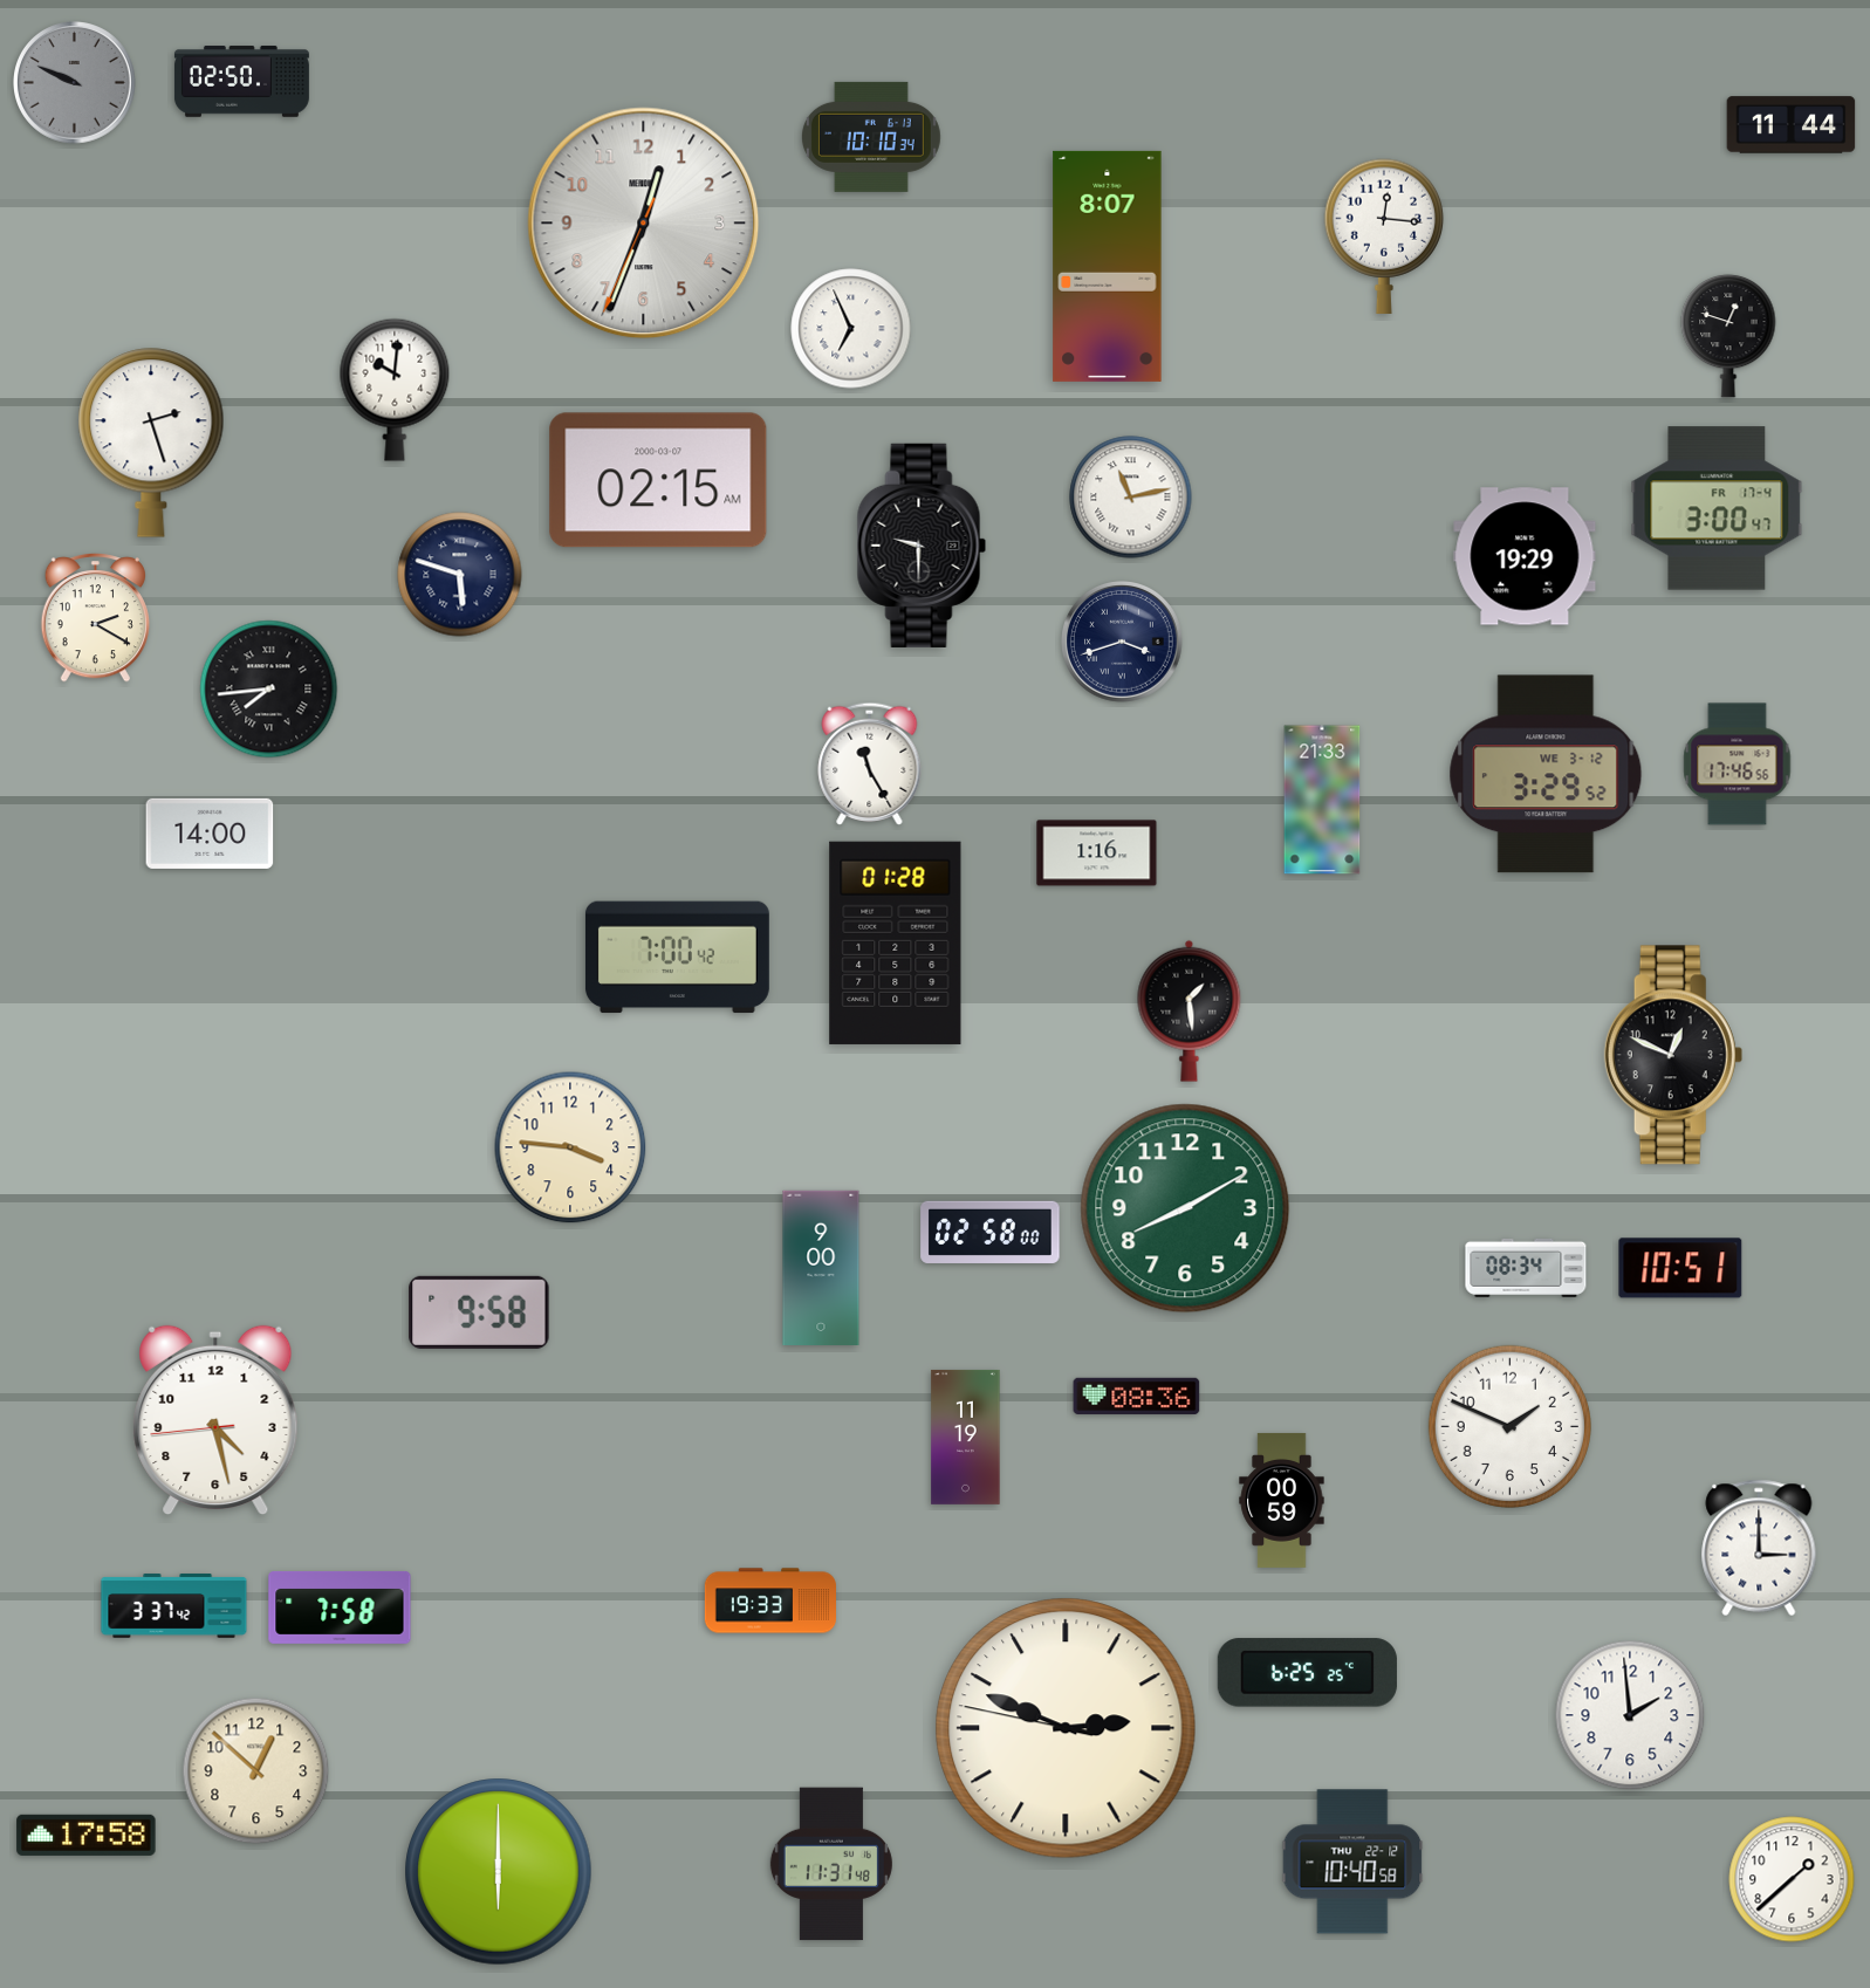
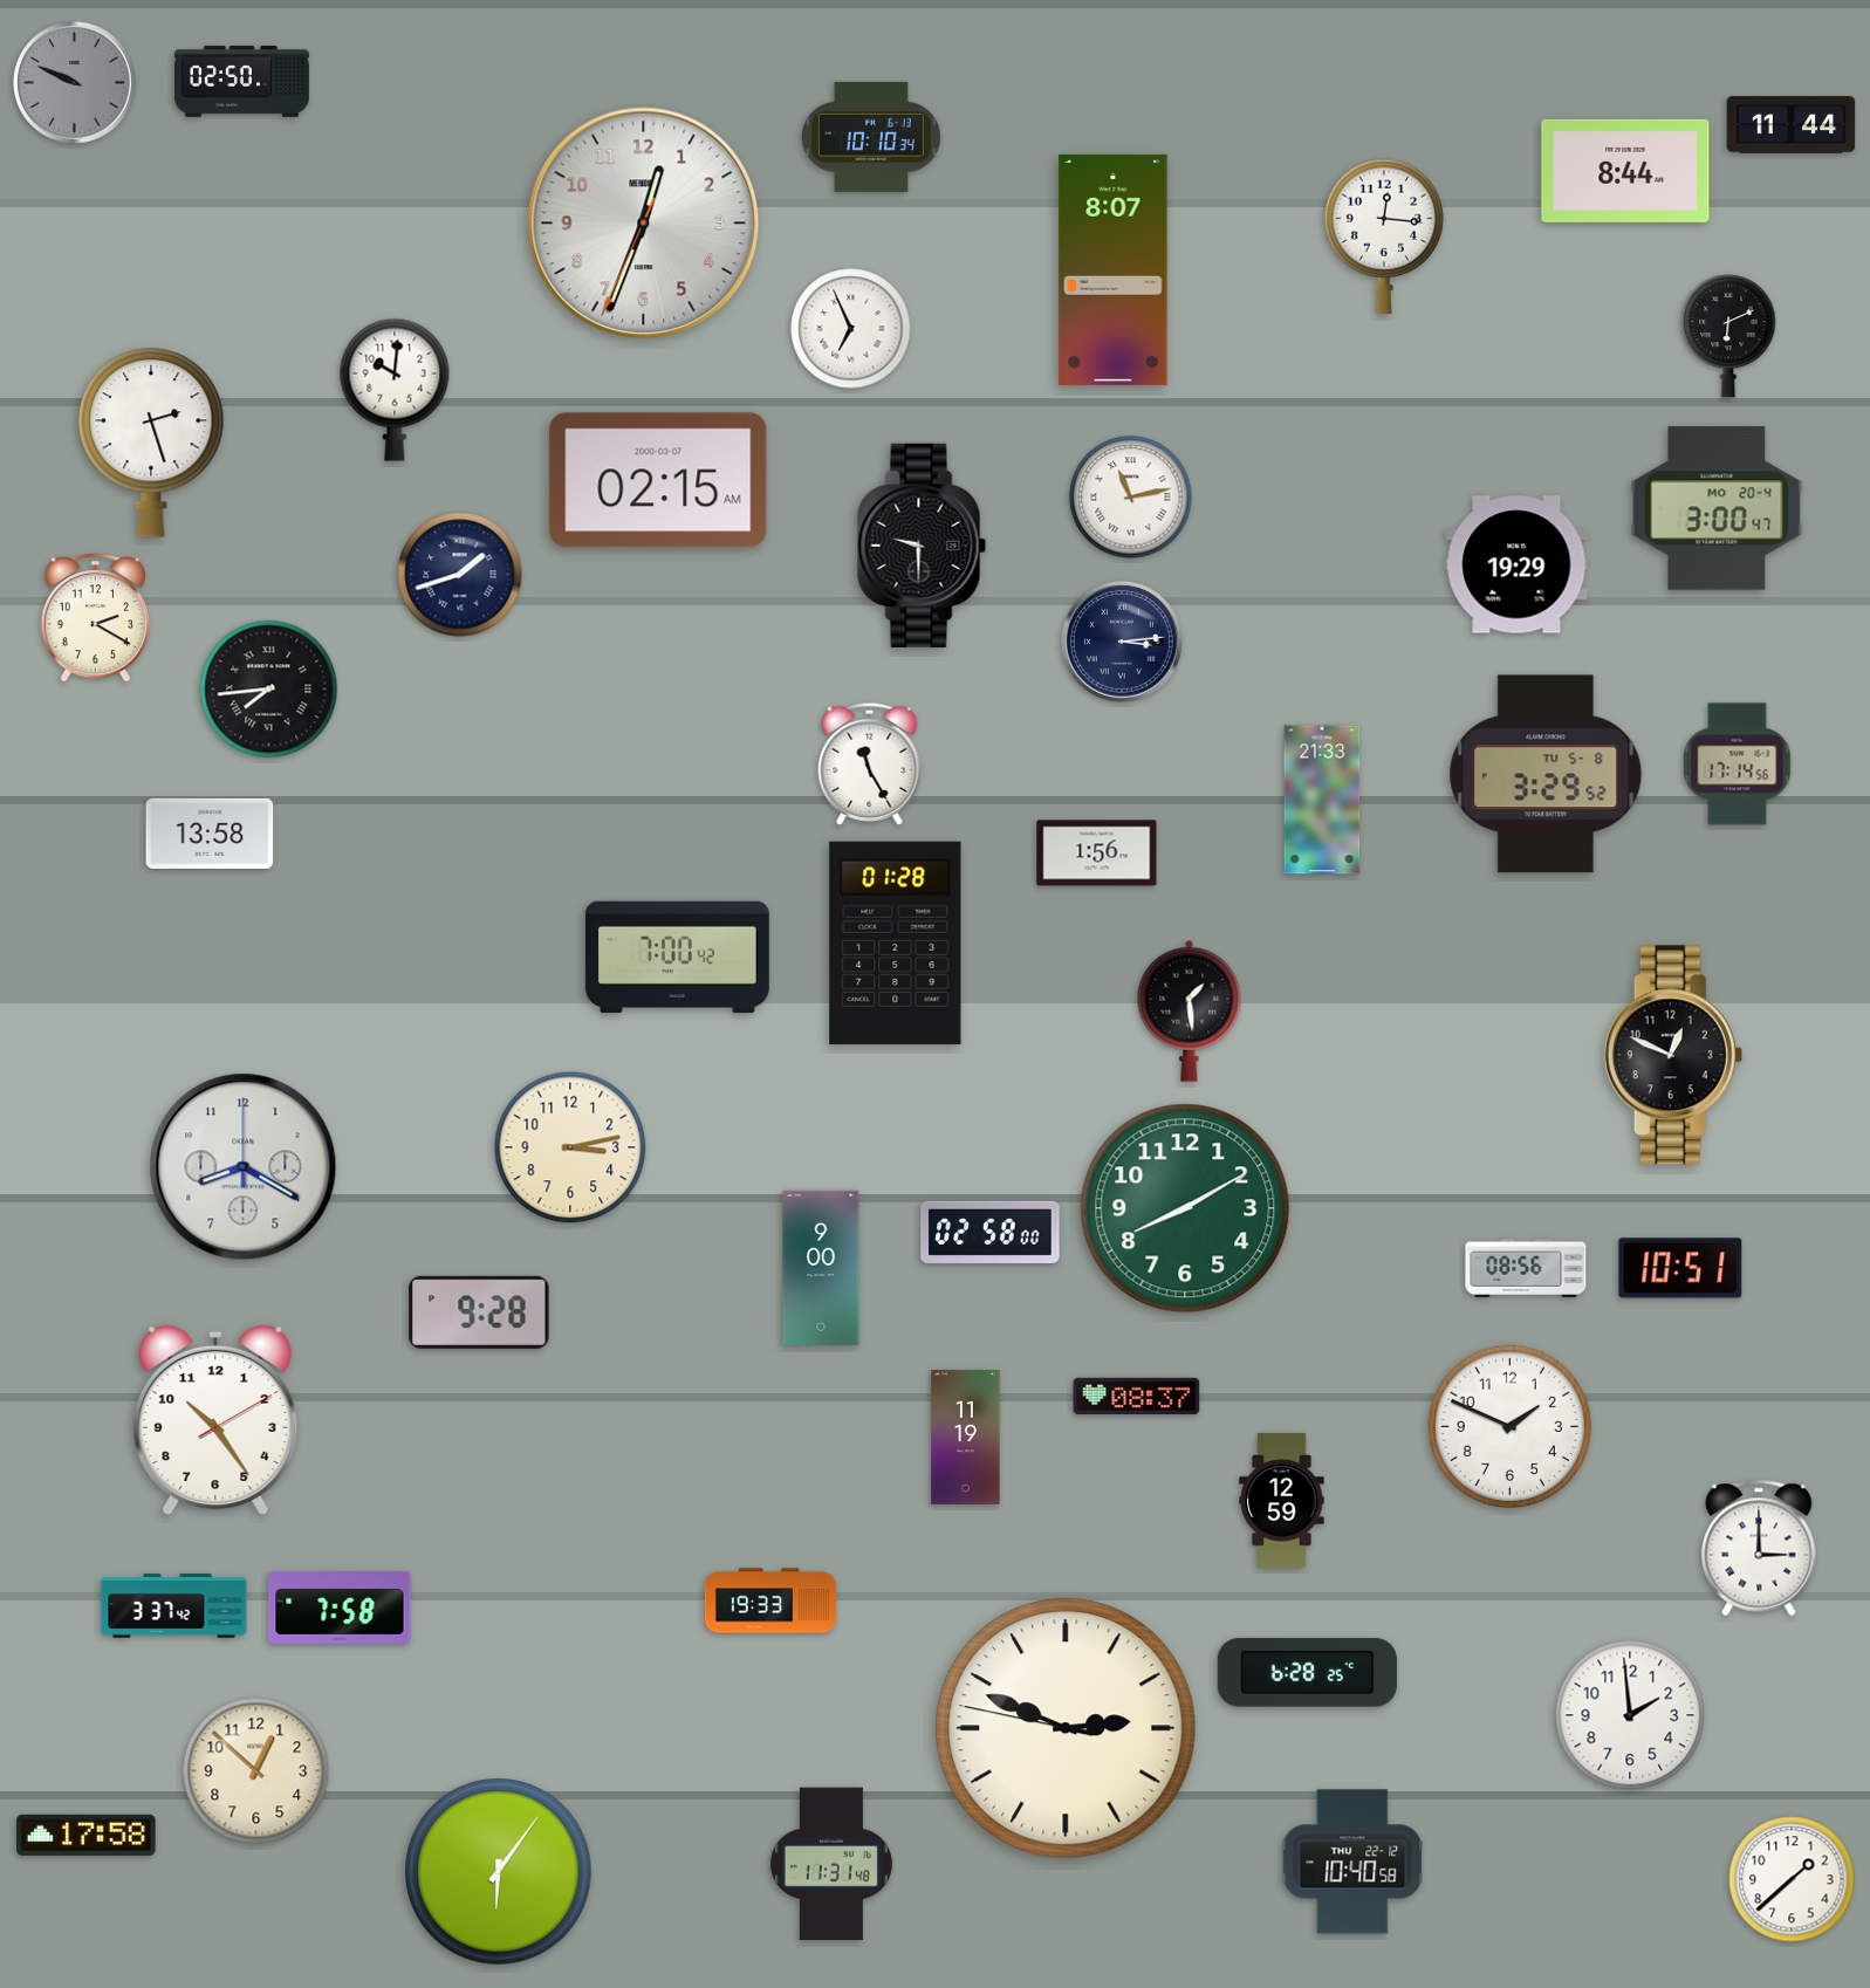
clock at (1625, 171): none -> 8:44
clock at (1108, 266) position: (1108, 266) -> (1114, 269)
clock at (1728, 336): 12:48 -> 6:11
clock at (1717, 508) date: FR 17-4 -> MO 20-4
clock at (1525, 556) position: (1525, 556) -> (1516, 564)
clock at (460, 575): 5:48 -> 1:42
clock at (1123, 643): 3:42 -> 3:14
clock at (1738, 765): 17:46 -> 17:14
clock at (1546, 774) date: WE 3-12 -> TU 5-8
clock at (210, 834): 14:00 -> 13:58
clock at (1097, 854): 1:16 -> 1:56
clock at (570, 1147): 3:46 -> 3:13
clock at (244, 1167): none -> 8:20
clock at (1526, 1268): 08:34 -> 08:56
clock at (479, 1312): 9:58 -> 9:28
clock at (1137, 1396): 08:36 -> 08:37
clock at (215, 1420): 4:27 -> 10:24
clock at (1282, 1500): 00:59 -> 12:59
clock at (1307, 1673): 6:25 -> 6:28
clock at (499, 1872): 6:00 -> 6:06
